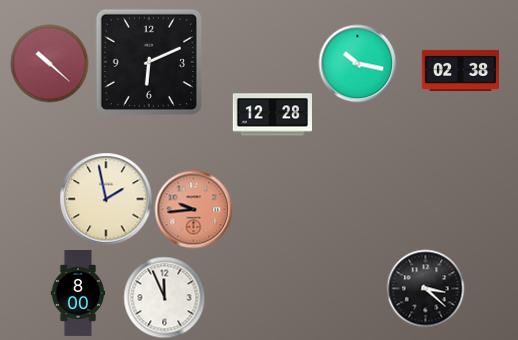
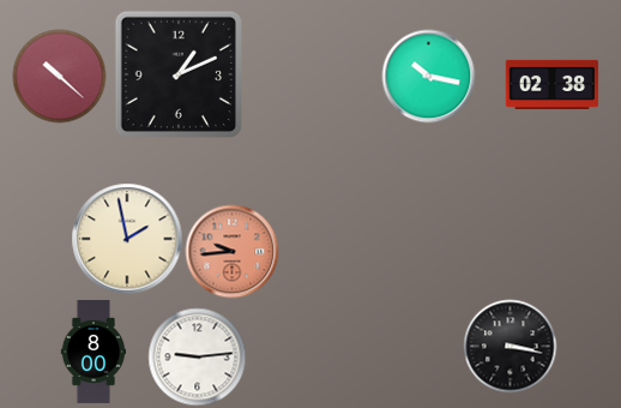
clock at (149, 62): 6:11 -> 1:11
clock at (272, 115): 12:28 -> none
clock at (425, 288): 3:22 -> 3:17
clock at (164, 297): 11:56 -> 9:14
